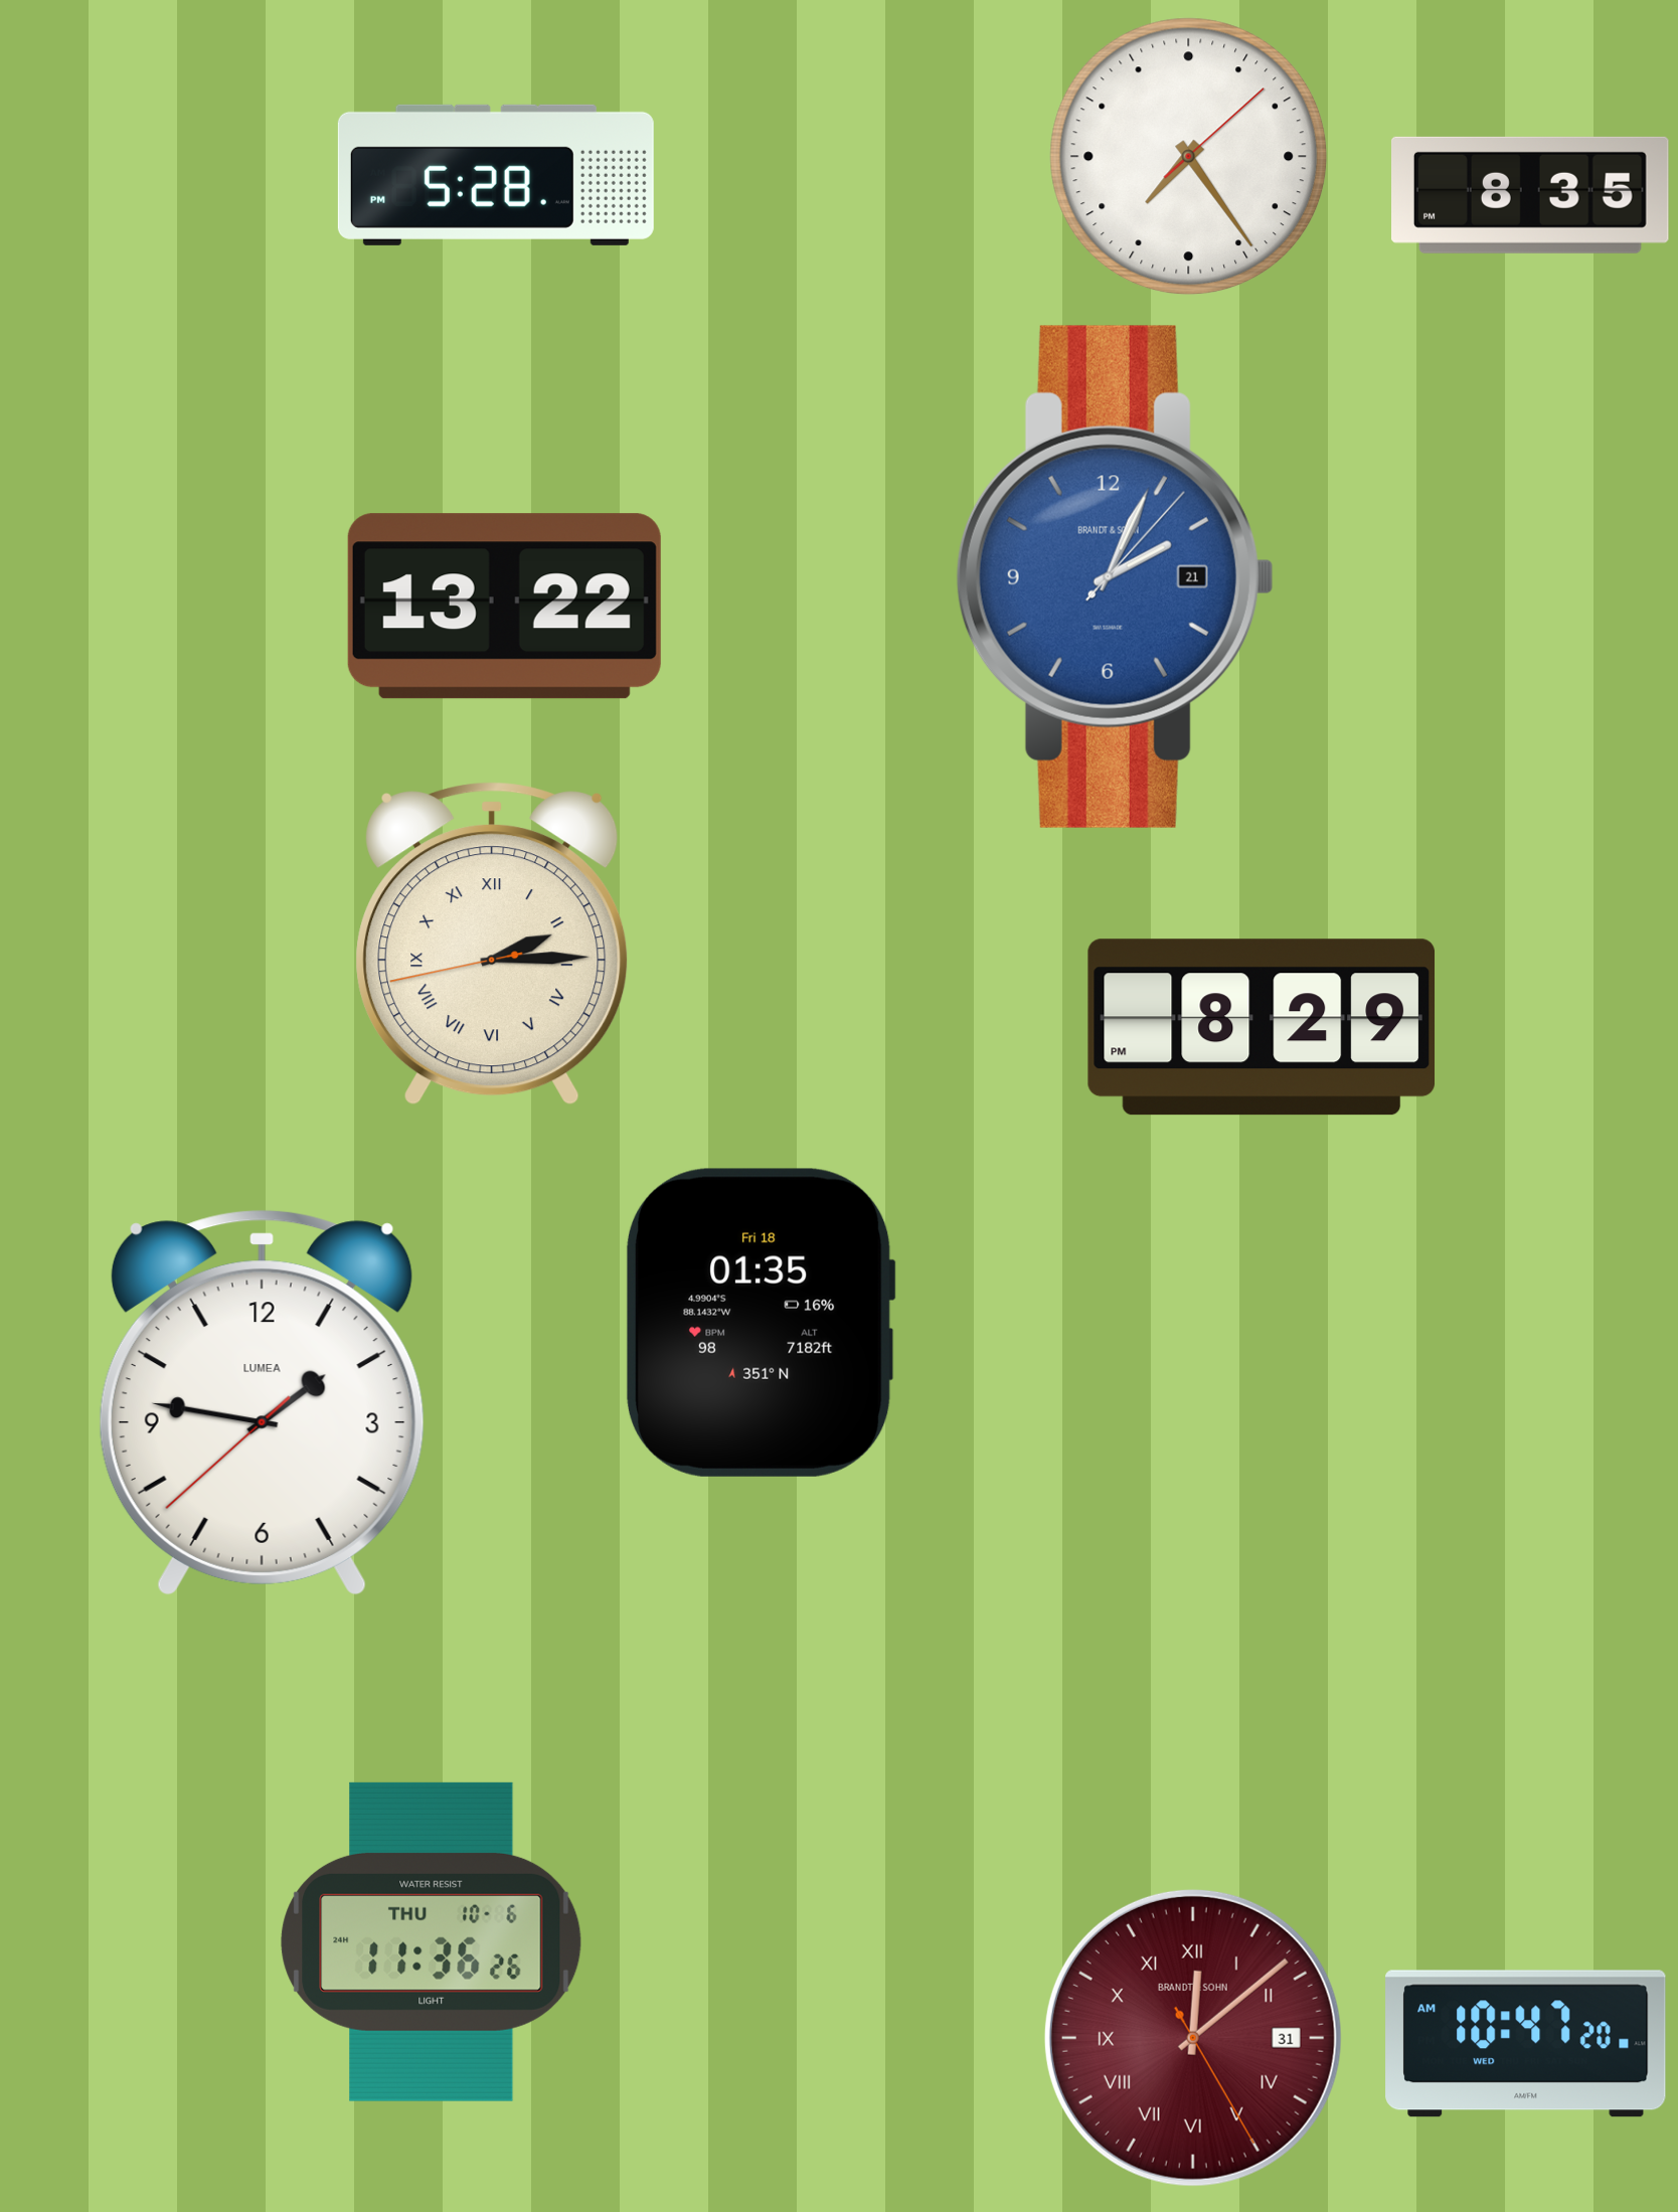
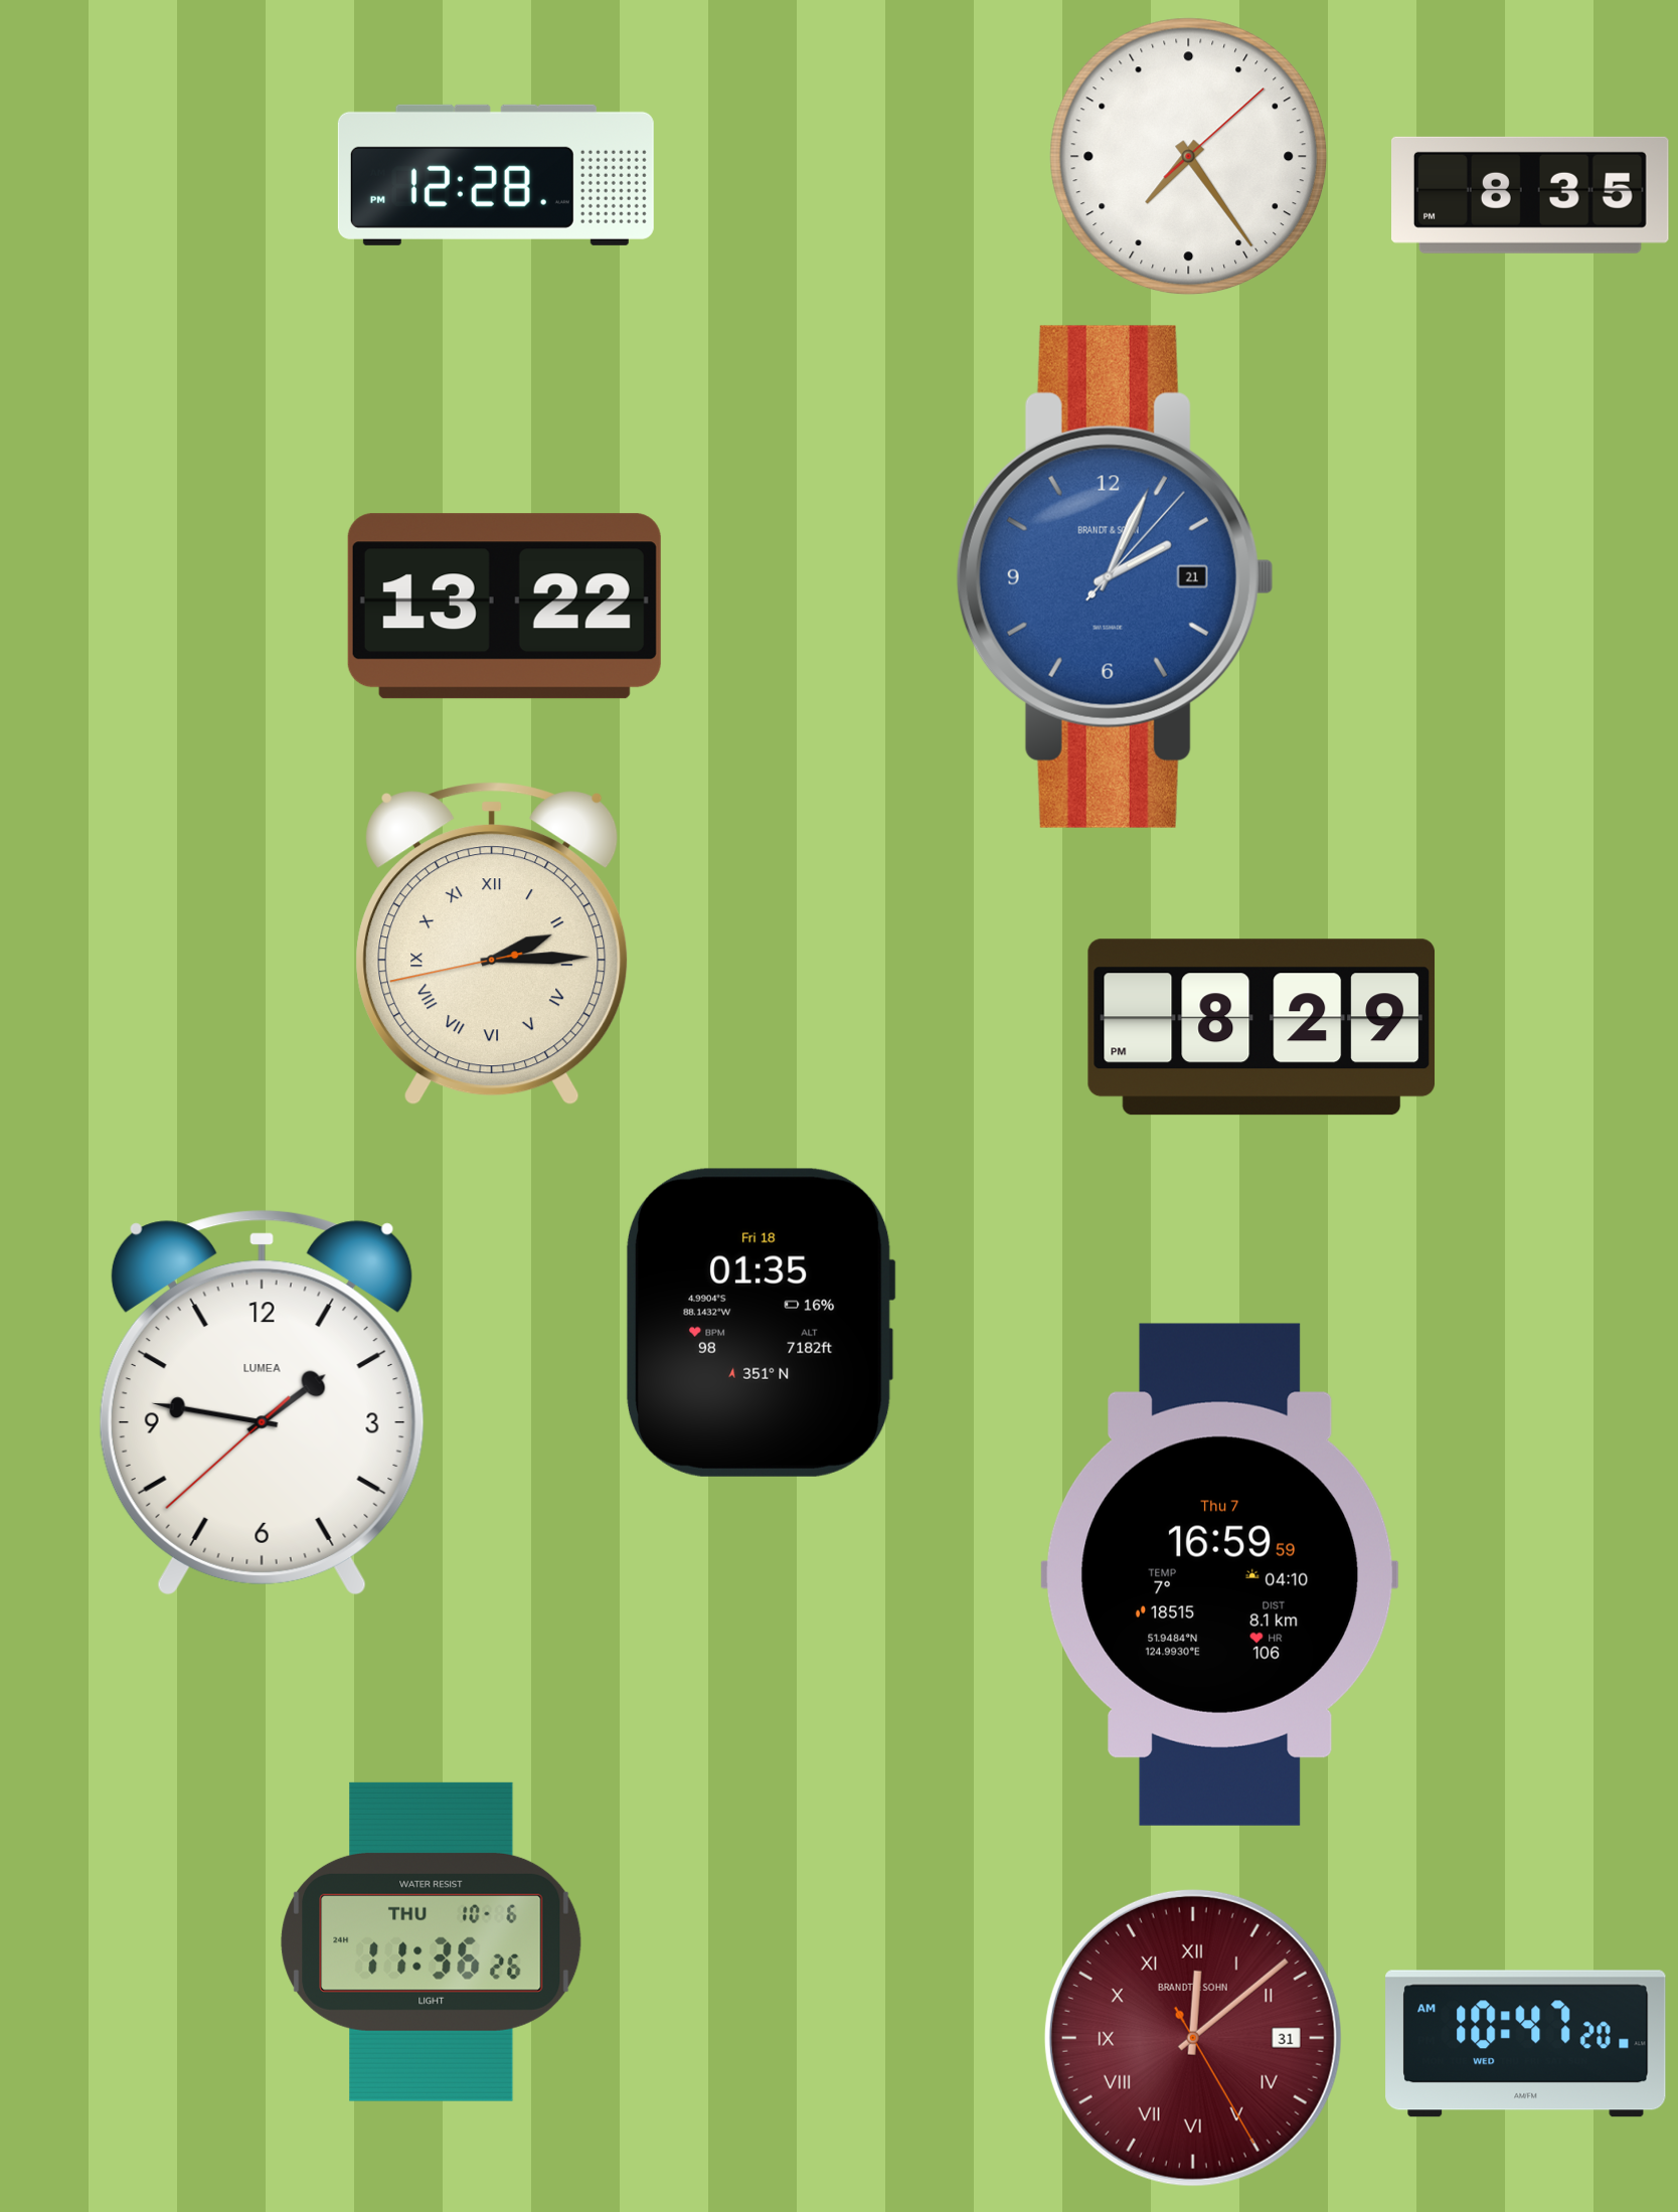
clock at (496, 175): 5:28 -> 12:28
clock at (1220, 1574): none -> 16:59
